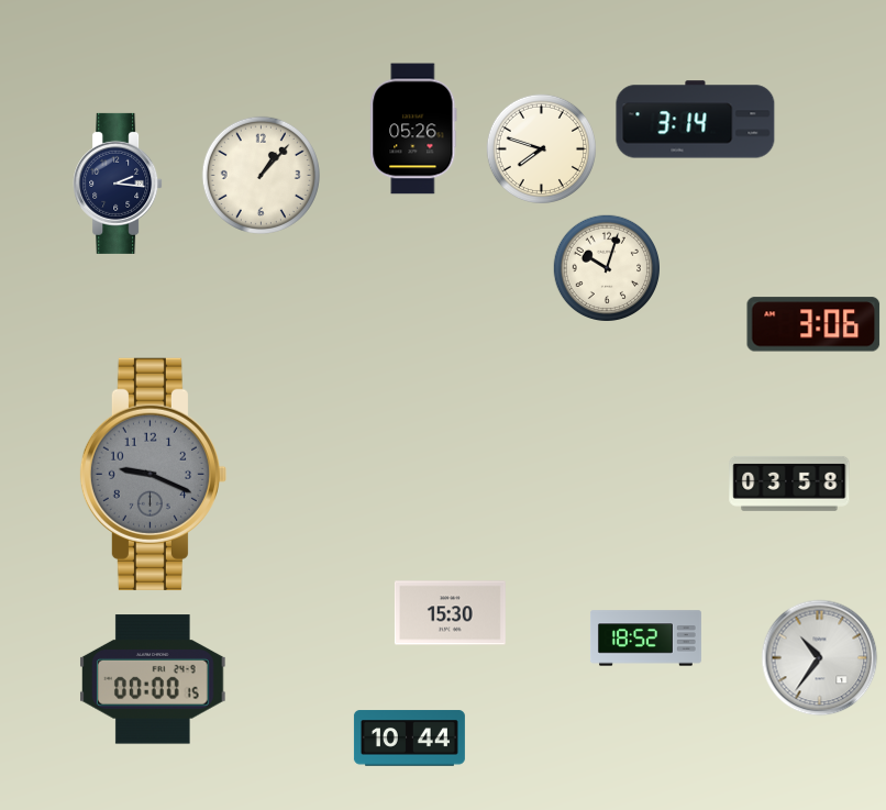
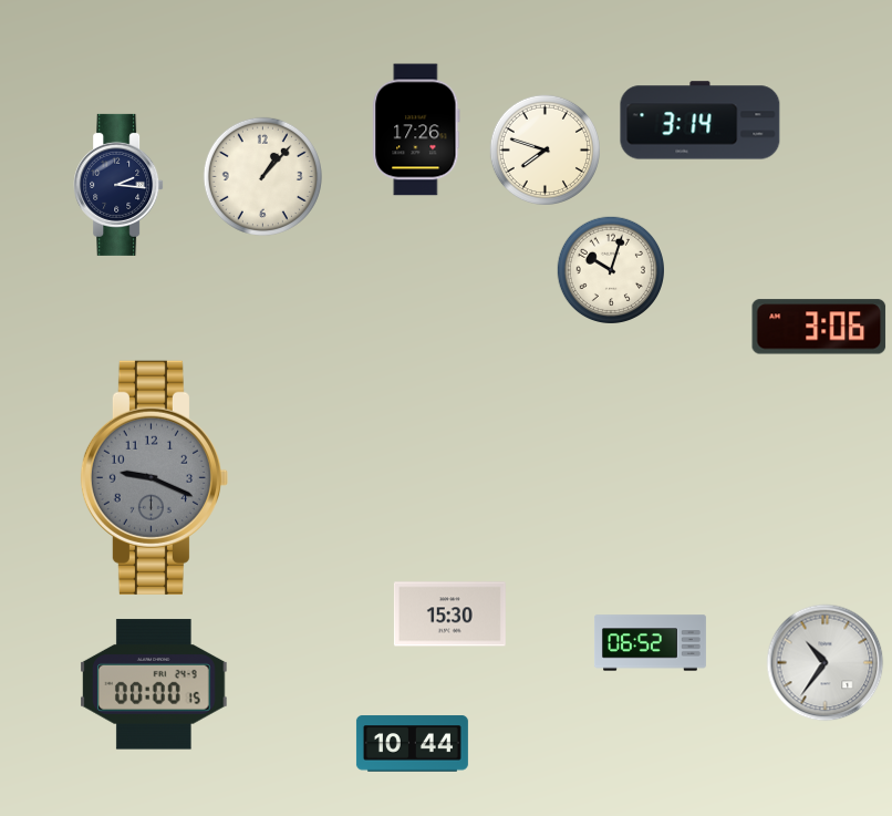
clock at (413, 129): 05:26 -> 17:26
clock at (789, 484): 03:58 -> none
clock at (450, 613) position: (450, 613) -> (449, 614)
clock at (645, 639): 18:52 -> 06:52
